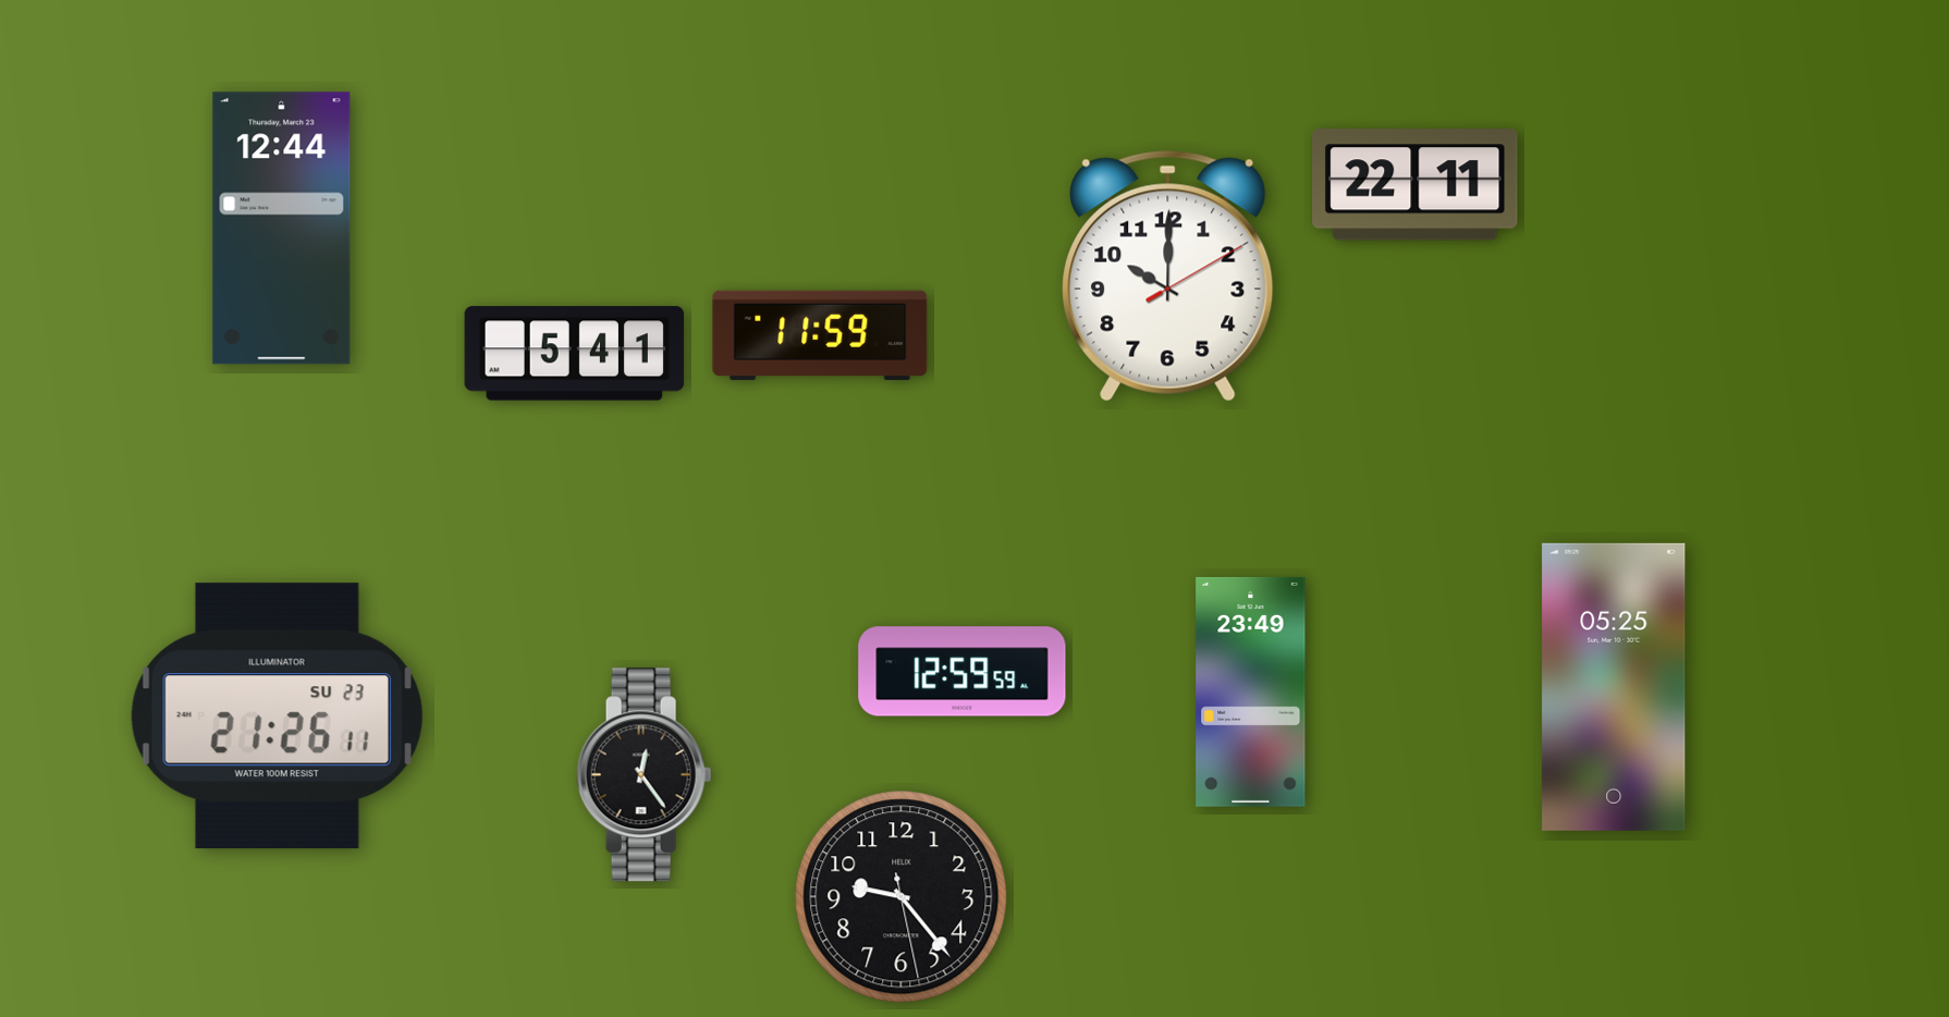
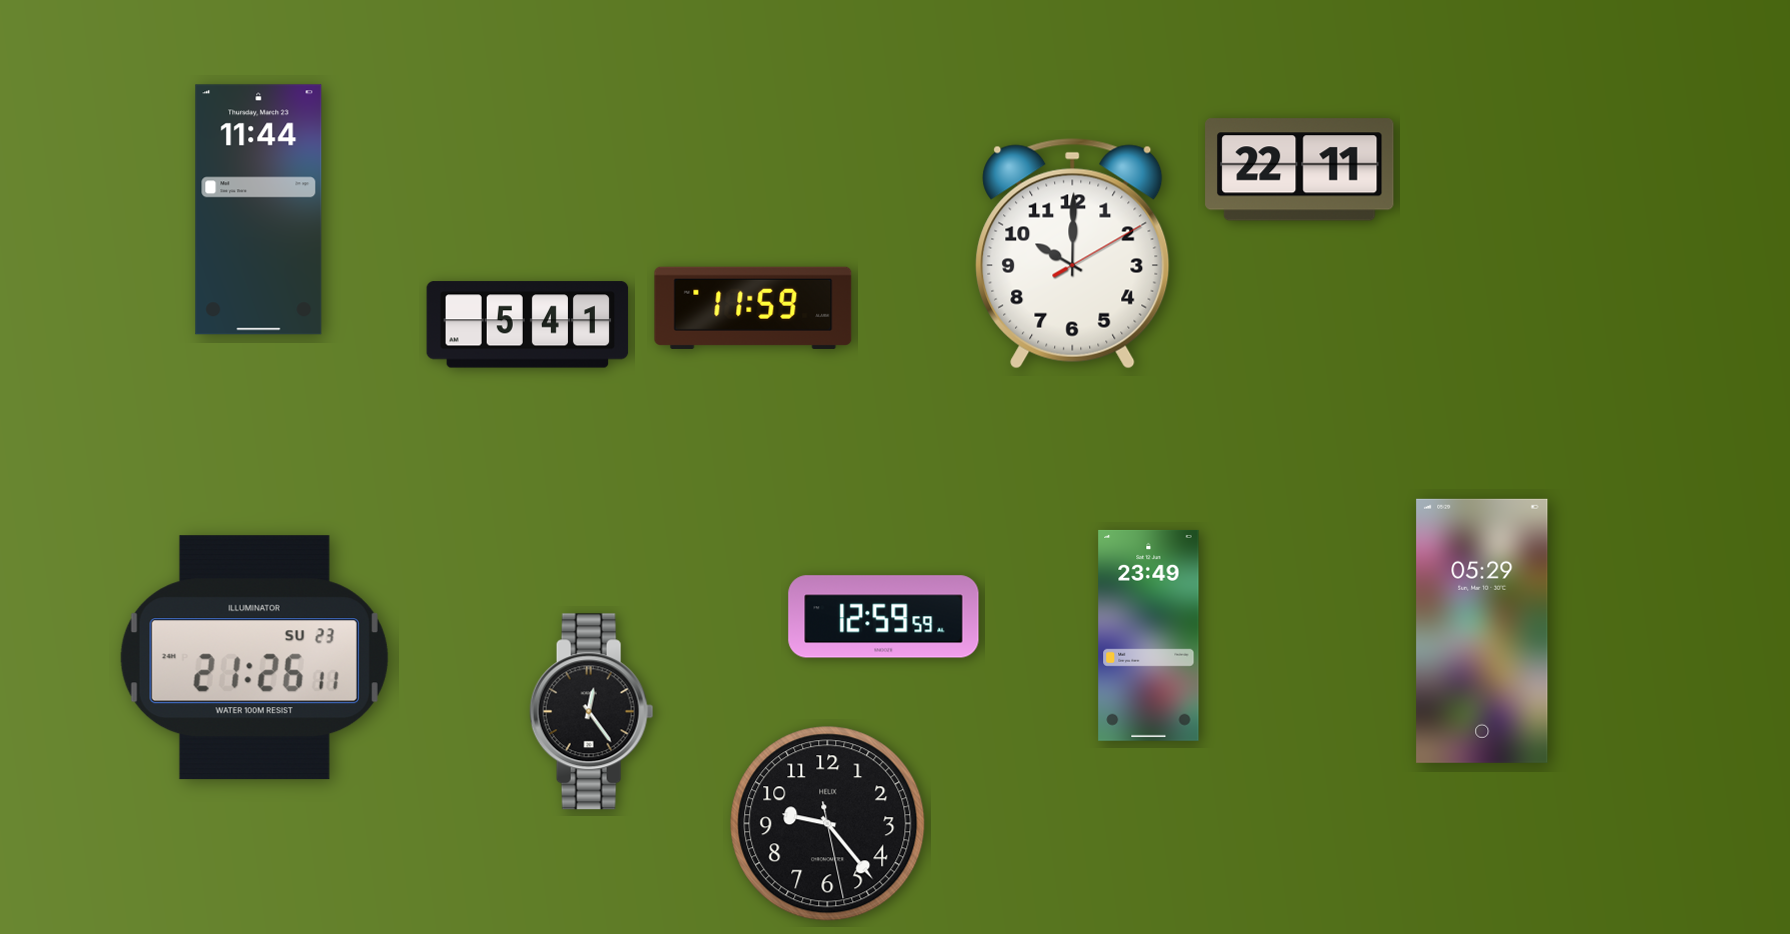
clock at (282, 229): 12:44 -> 11:44
clock at (1614, 687): 05:25 -> 05:29
